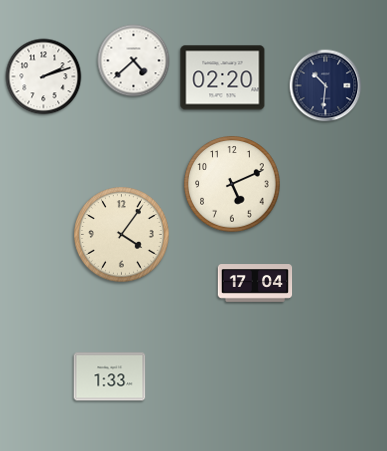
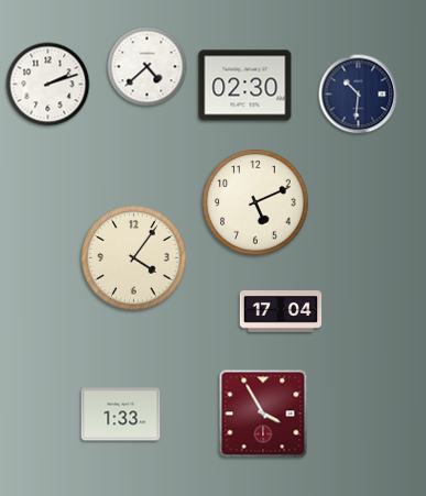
clock at (223, 78): 02:20 -> 02:30
clock at (263, 414): none -> 3:55
